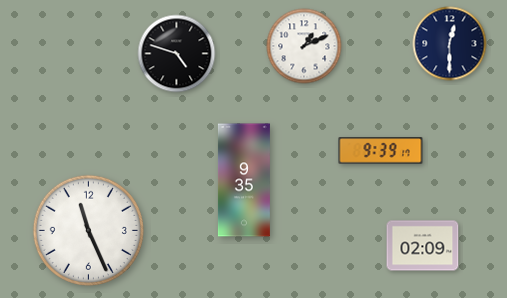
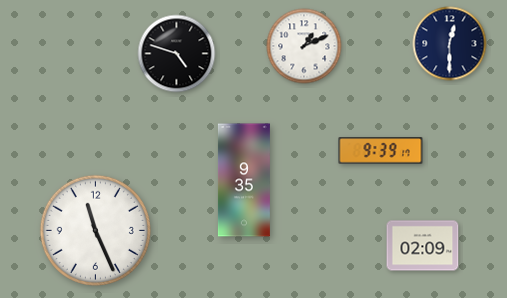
clock at (88, 230) position: (88, 230) -> (95, 230)
